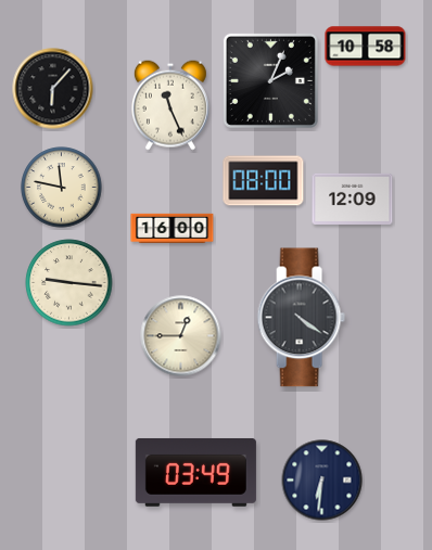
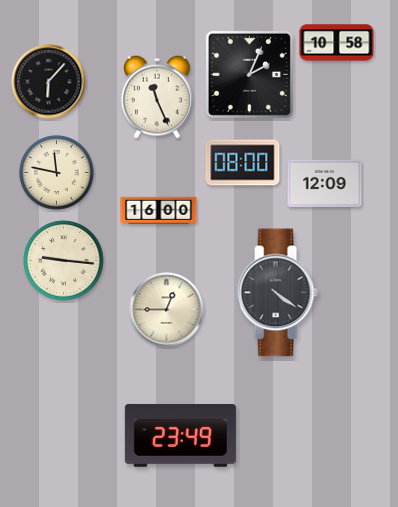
clock at (264, 181) position: (264, 181) -> (243, 163)
clock at (195, 472): 03:49 -> 23:49
clock at (322, 481): 6:31 -> none
